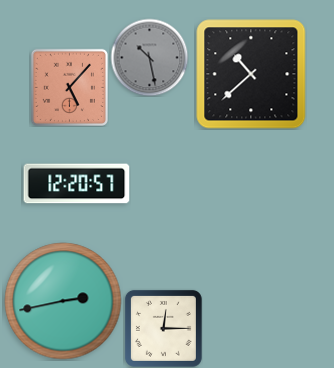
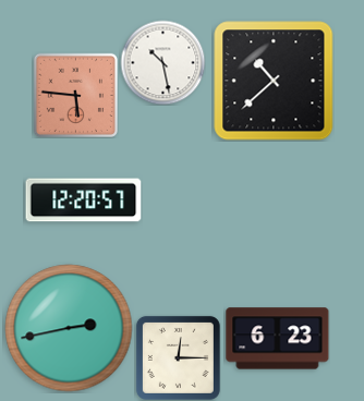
clock at (149, 57) dial: grey -> white
clock at (69, 87): 5:07 -> 5:46
clock at (278, 339): none -> 6:23
